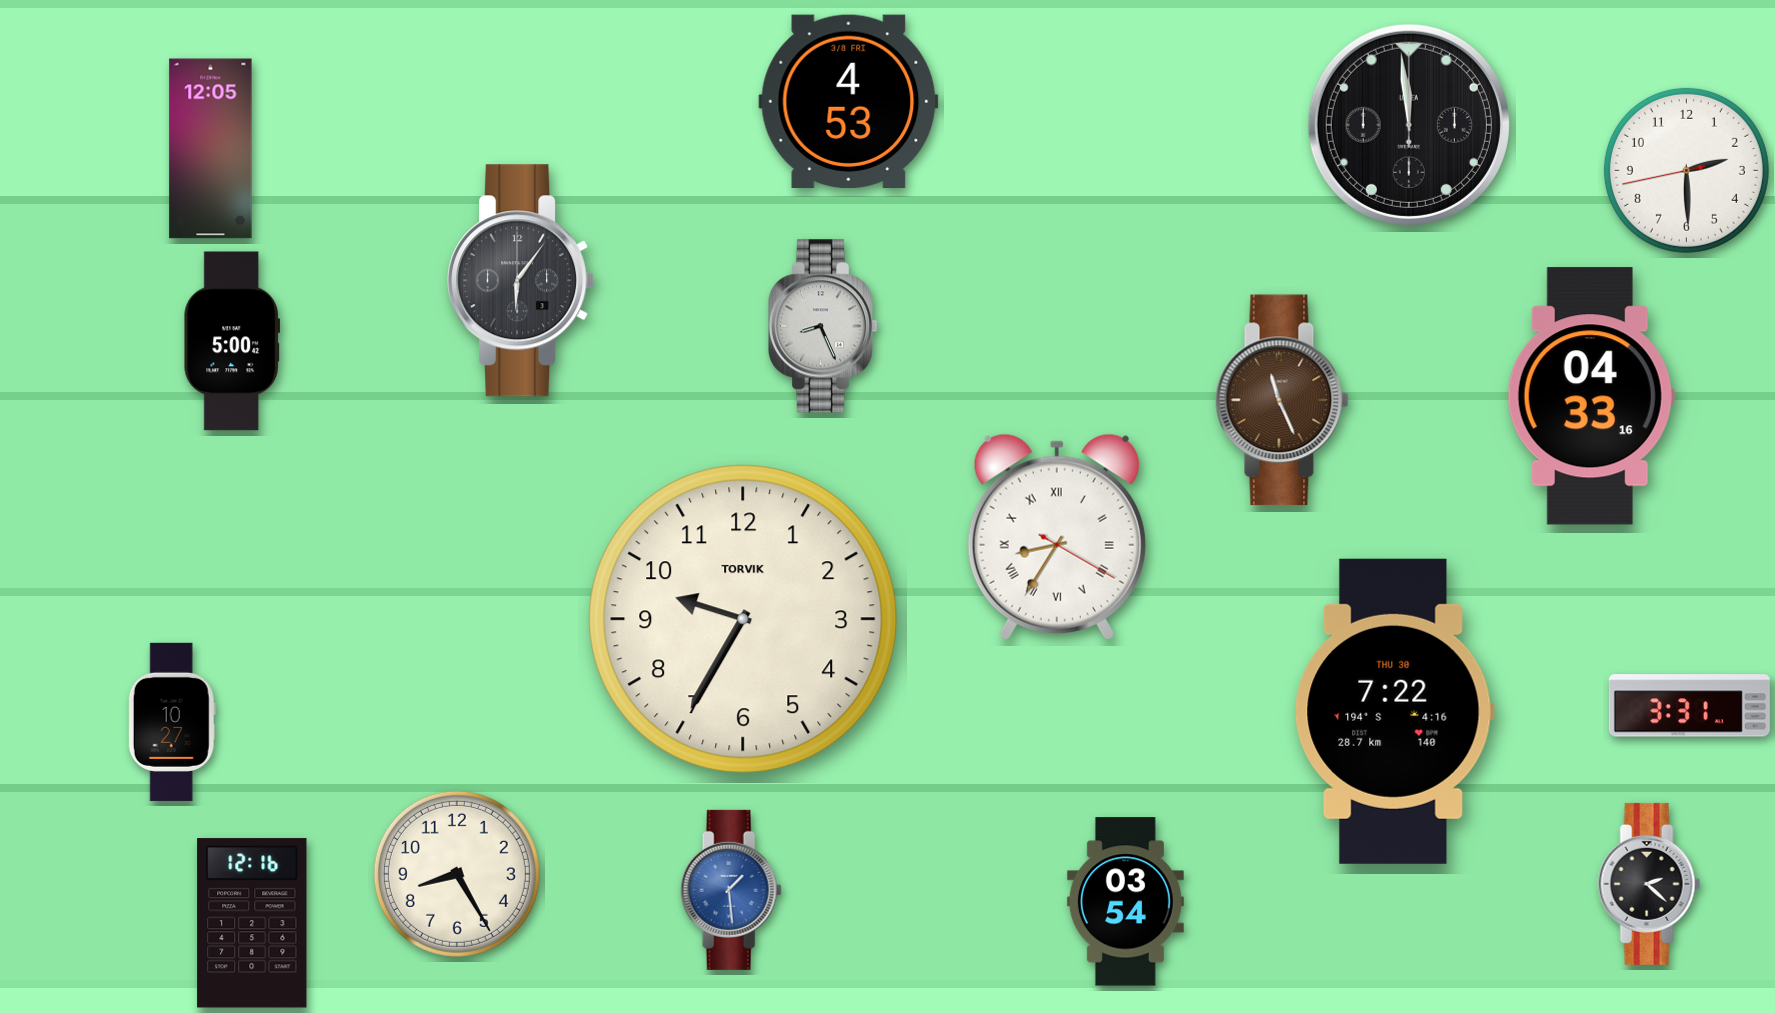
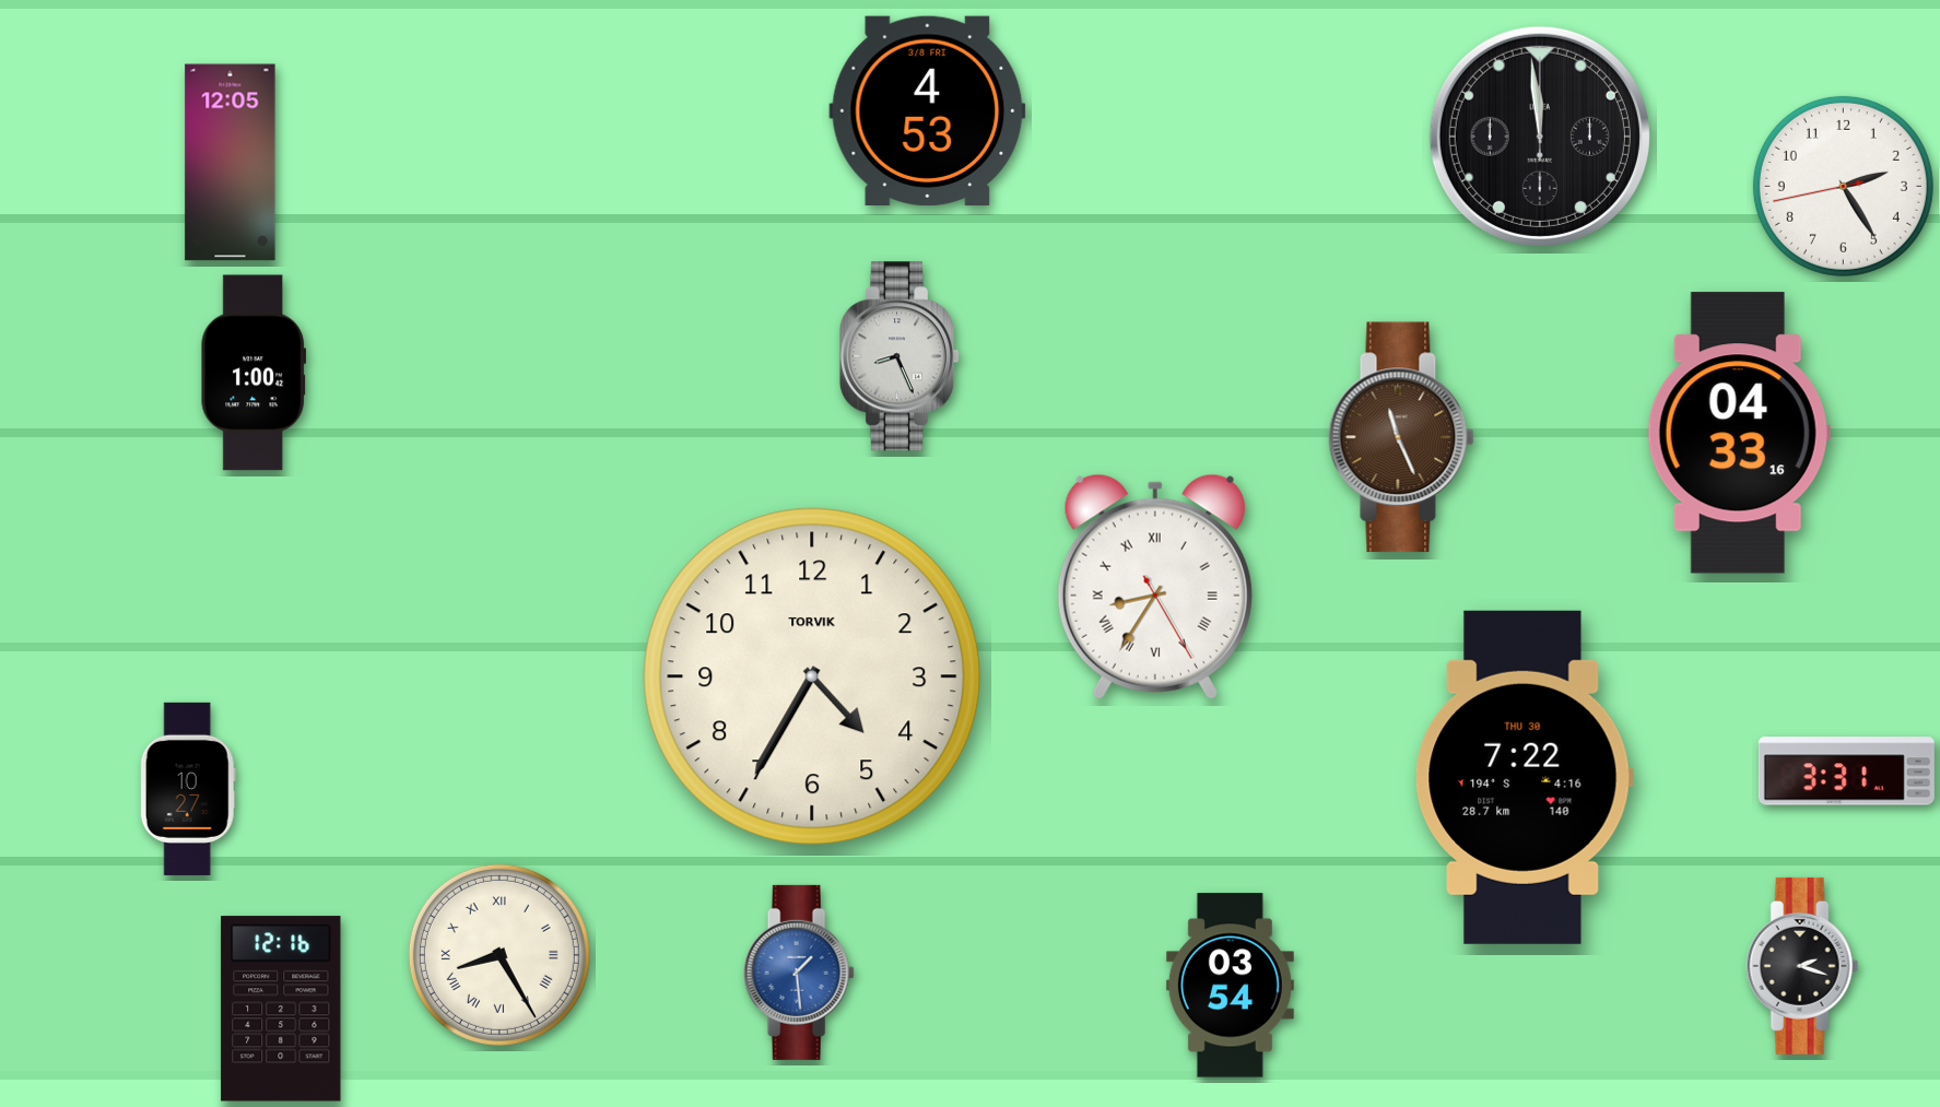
clock at (1686, 170): 2:29 -> 2:24
clock at (521, 281): 6:06 -> none
clock at (232, 341): 5:00 -> 1:00
clock at (1057, 537): 8:35:20 -> 8:35:25
clock at (743, 619): 9:35 -> 4:35
clock at (457, 874) numerals: Arabic -> Roman
clock at (1649, 884): 2:22 -> 2:18
clock at (252, 923) position: (252, 923) -> (281, 1009)
